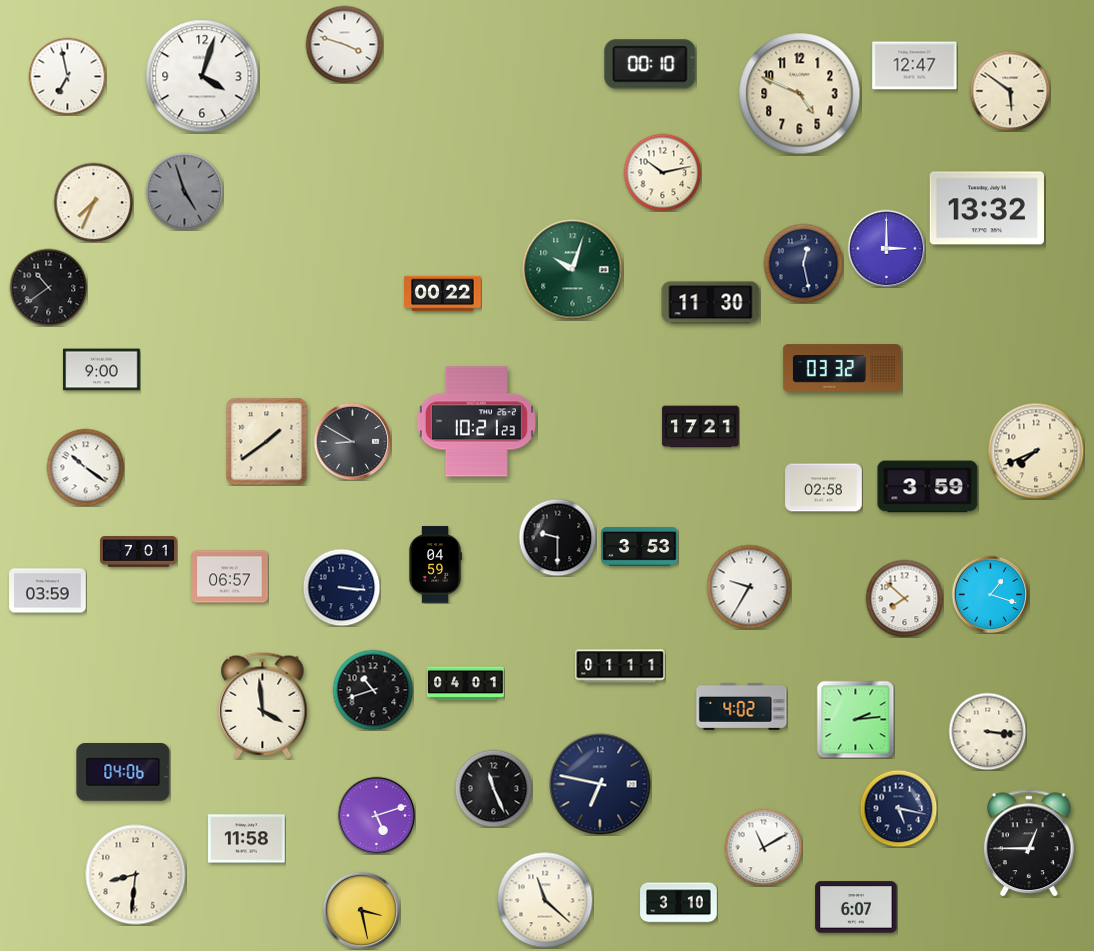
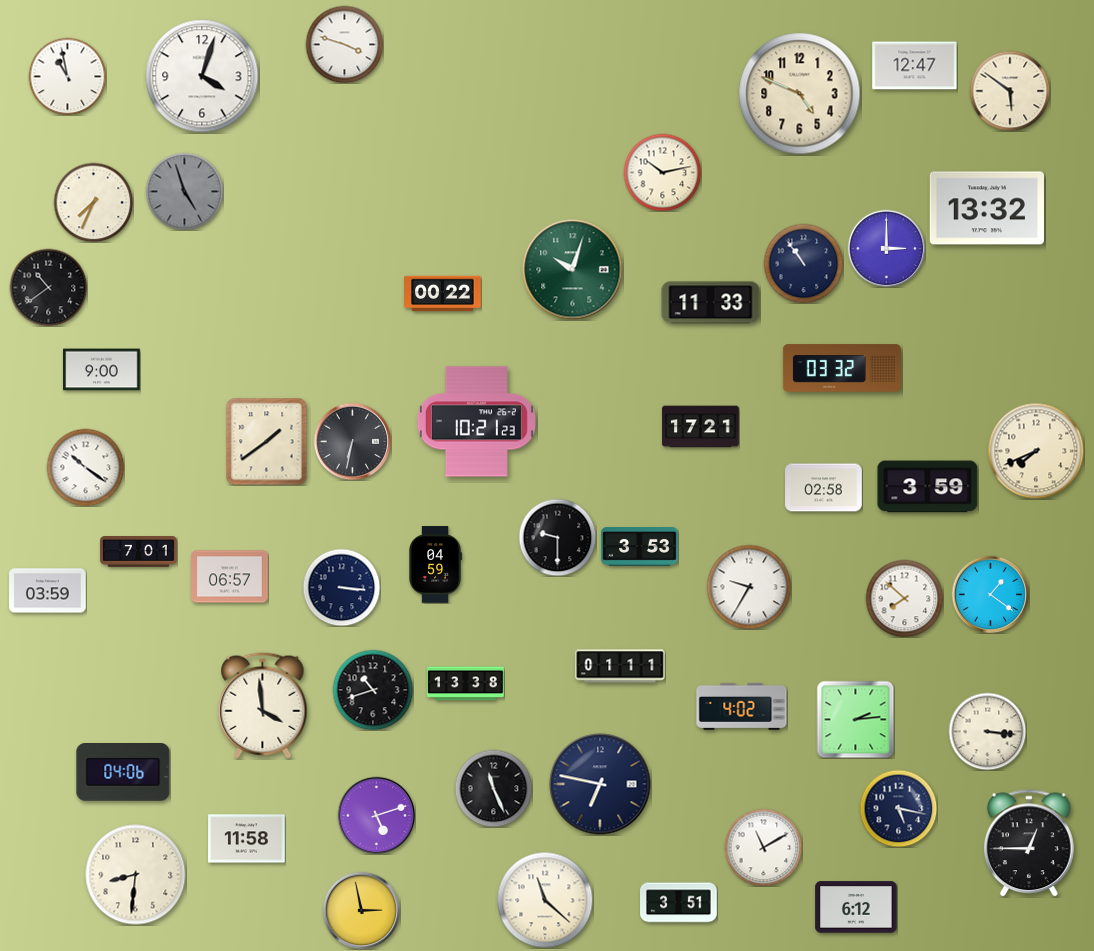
clock at (650, 64): 00:10 -> none
clock at (67, 76): 6:58 -> 10:58
clock at (803, 263): 12:28 -> 10:54
clock at (711, 303): 11:30 -> 11:33
clock at (352, 441): 8:50 -> 6:32
clock at (990, 594): 1:18 -> 1:21
clock at (466, 684): 04:01 -> 13:38
clock at (679, 903): 3:10 -> 3:51
clock at (856, 907): 6:07 -> 6:12
clock at (361, 910): 3:28 -> 2:58
